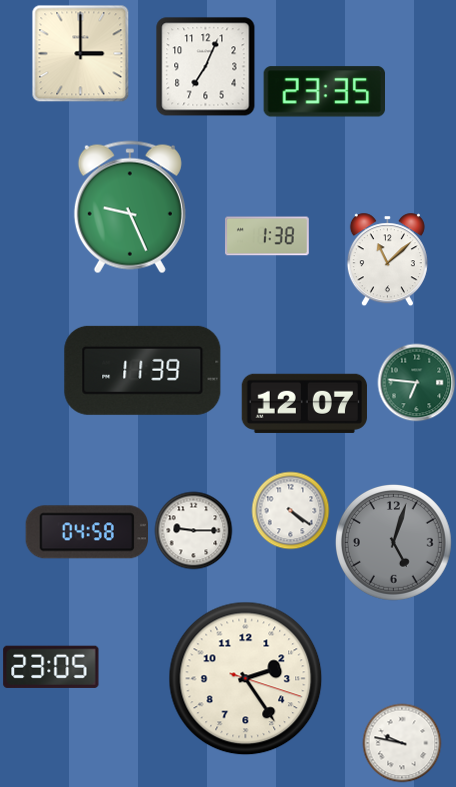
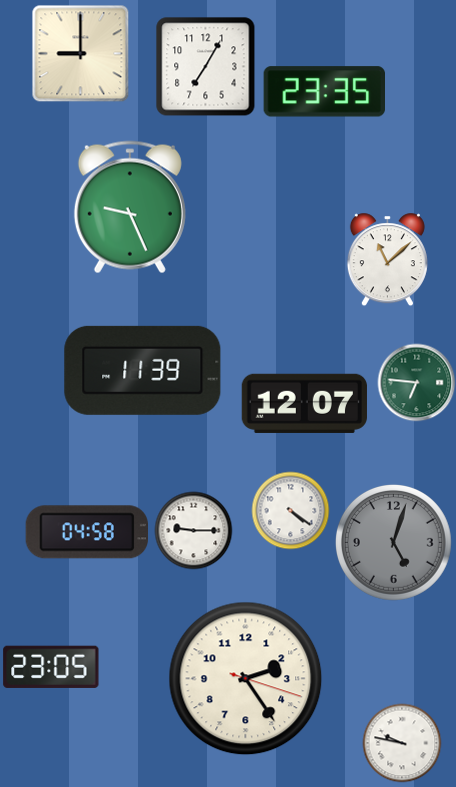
clock at (80, 53): 3:00 -> 9:00
clock at (205, 66): 7:04 -> 7:05
clock at (268, 236): 1:38 -> none
